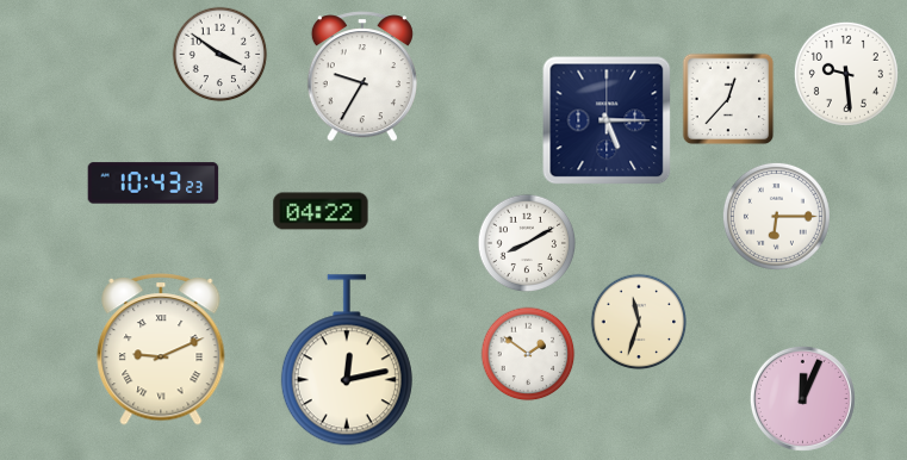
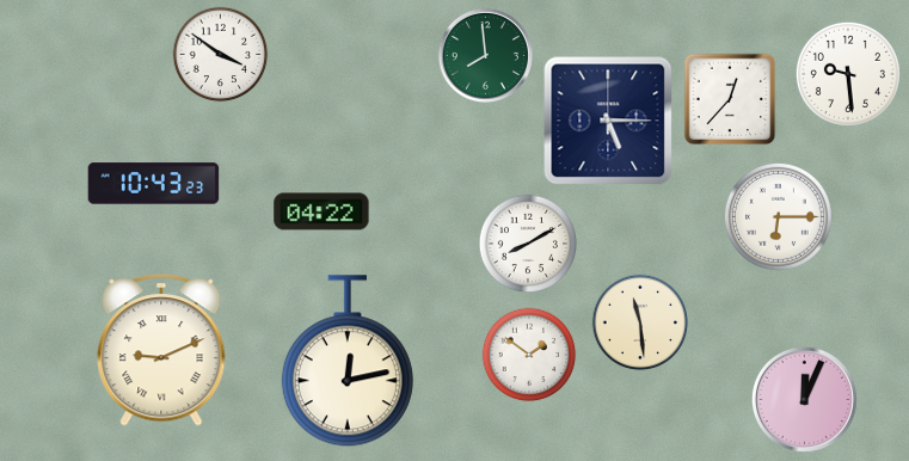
clock at (485, 55): none -> 7:59
clock at (362, 76): 9:35 -> none
clock at (639, 322): 11:33 -> 11:29
